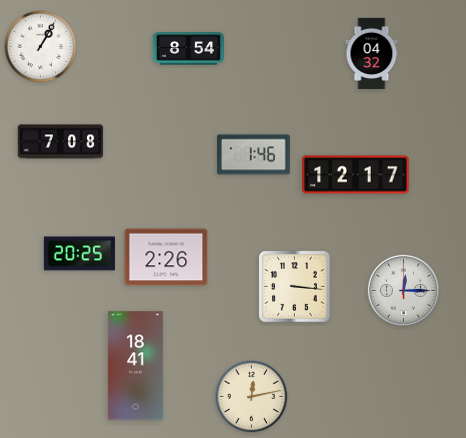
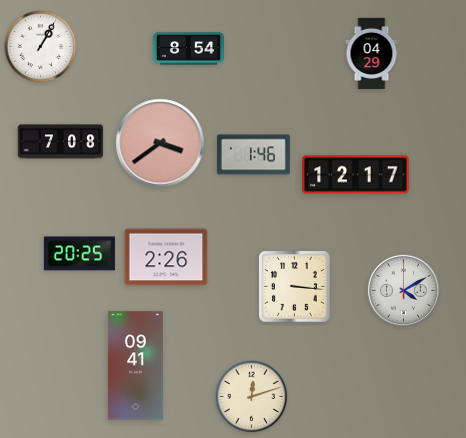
clock at (372, 53): 04:32 -> 04:29
clock at (160, 143): none -> 3:39
clock at (403, 290): 12:15 -> 4:10
clock at (135, 366): 18:41 -> 09:41
clock at (252, 397): 12:13 -> 12:12
